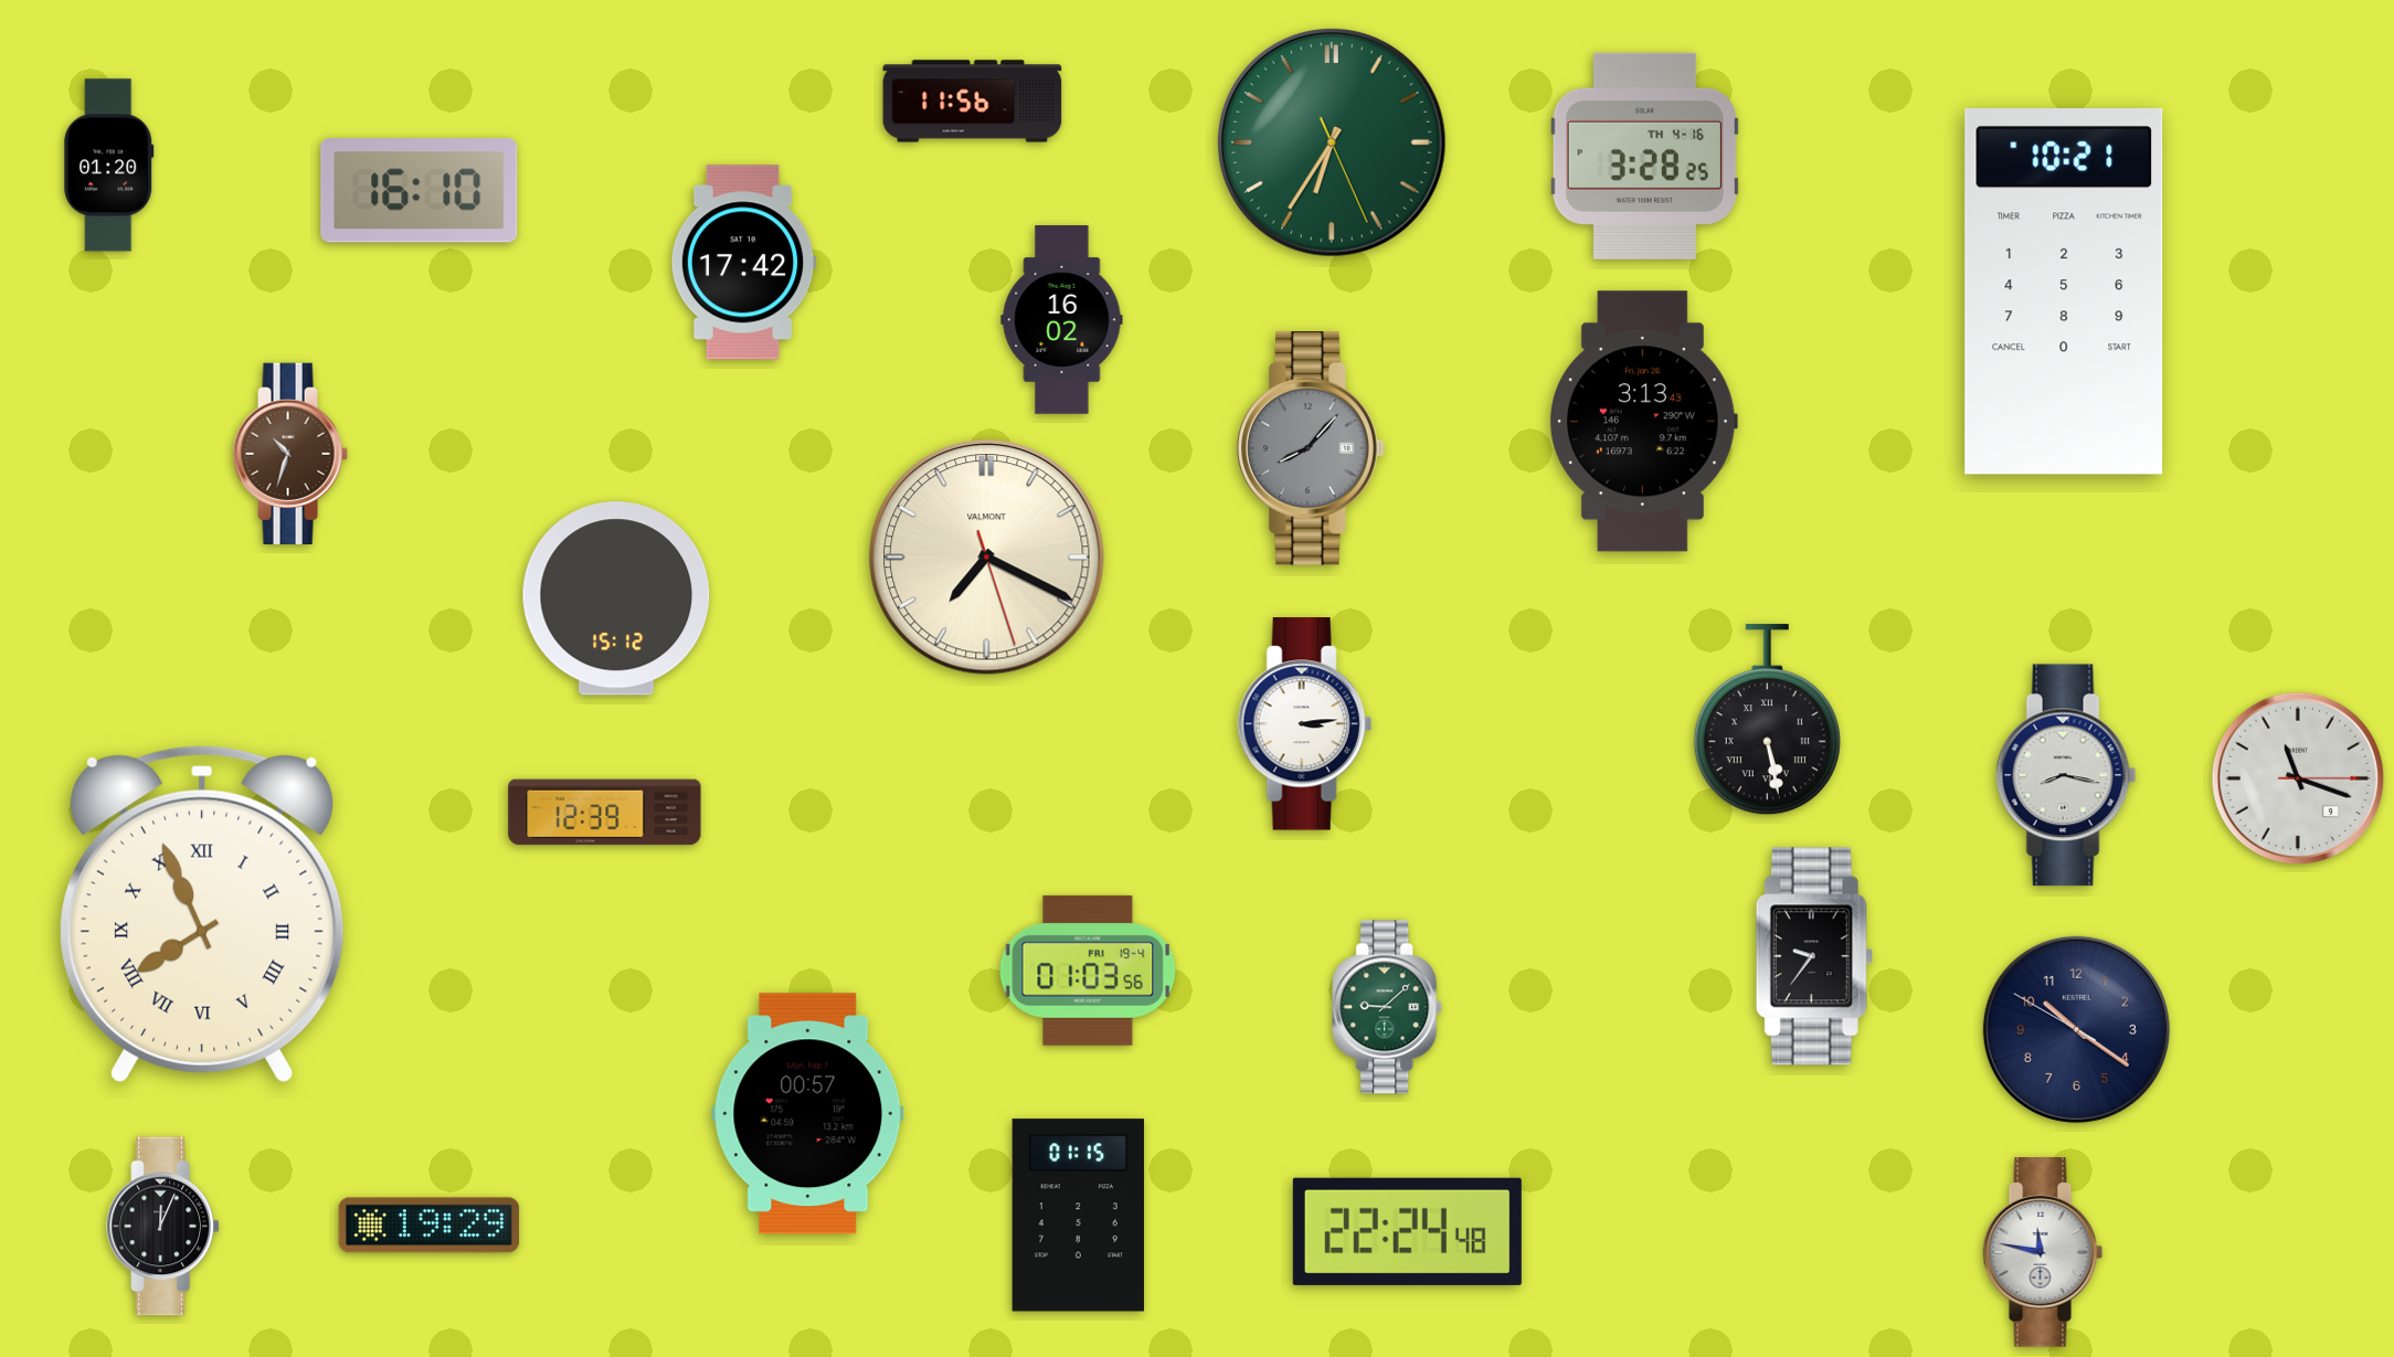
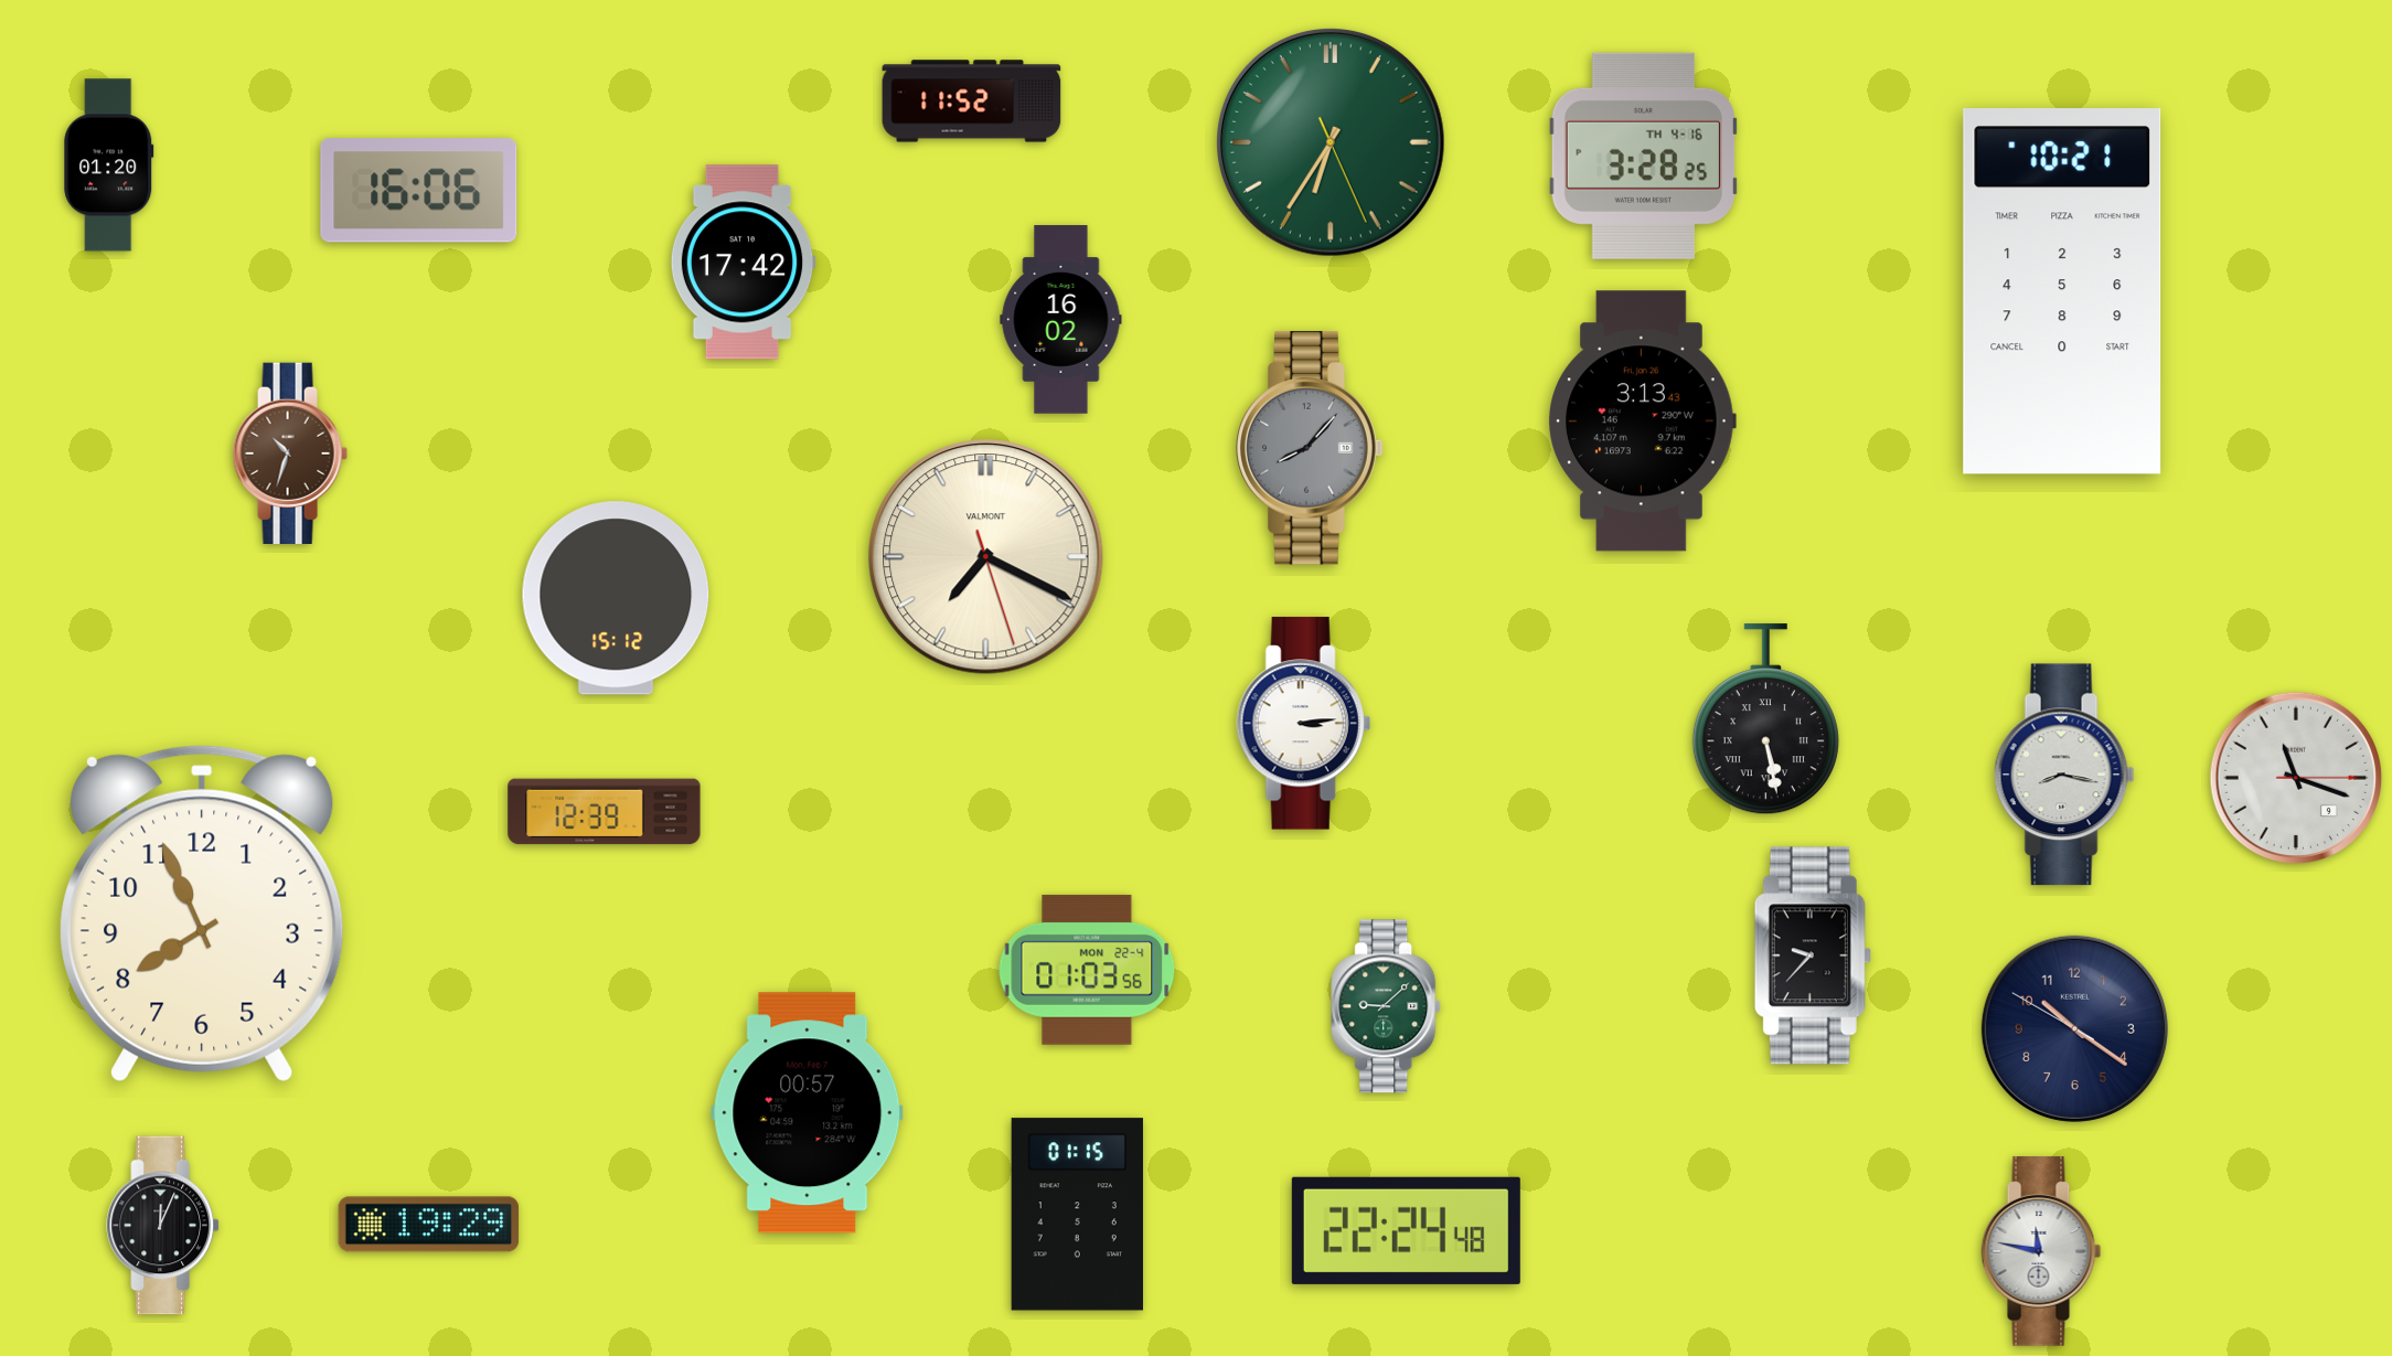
clock at (973, 102): 11:56 -> 11:52
clock at (420, 191): 16:10 -> 16:06
clock at (203, 914) numerals: Roman -> Arabic
clock at (1814, 956): 9:36 -> 9:37
clock at (1088, 971) date: FRI 19-4 -> MON 22-4
